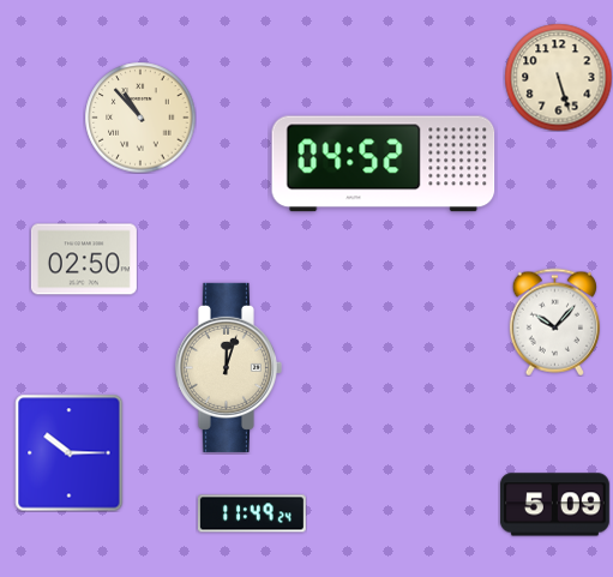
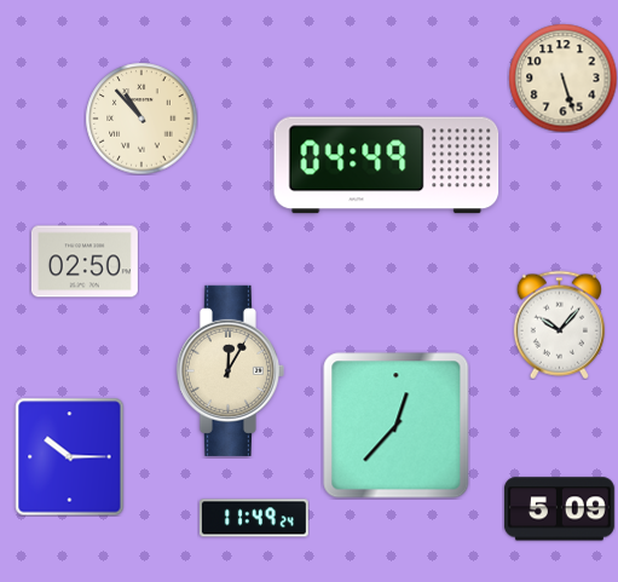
clock at (384, 164): 04:52 -> 04:49
clock at (228, 367): 12:03 -> 12:05
clock at (397, 426): none -> 12:37
